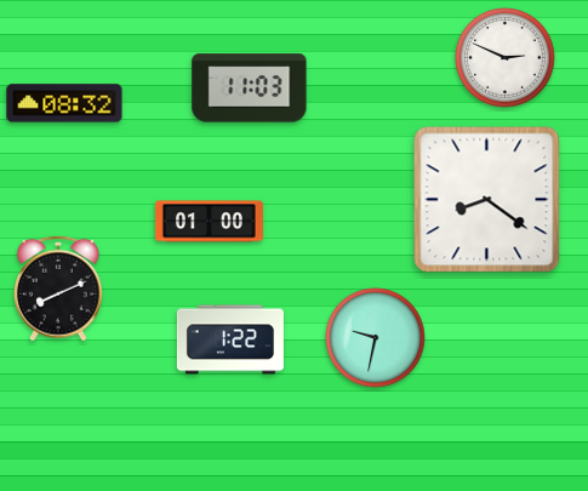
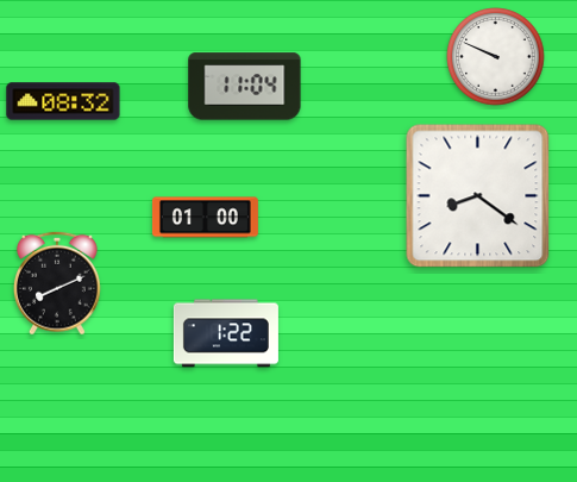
clock at (506, 58): 2:49 -> 9:49
clock at (250, 89): 11:03 -> 11:04
clock at (376, 338): 9:32 -> none
